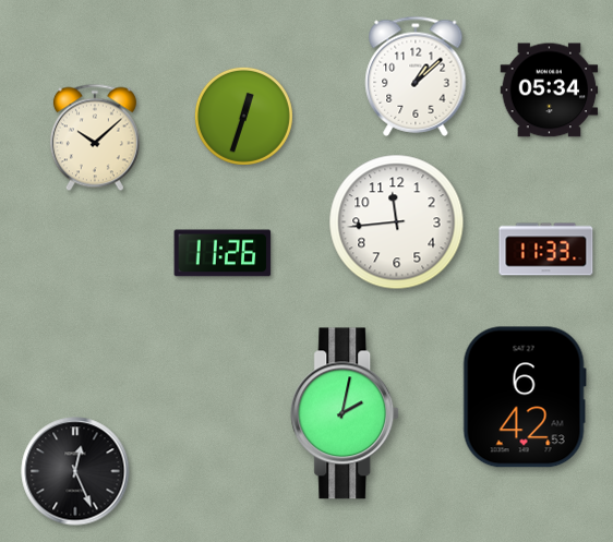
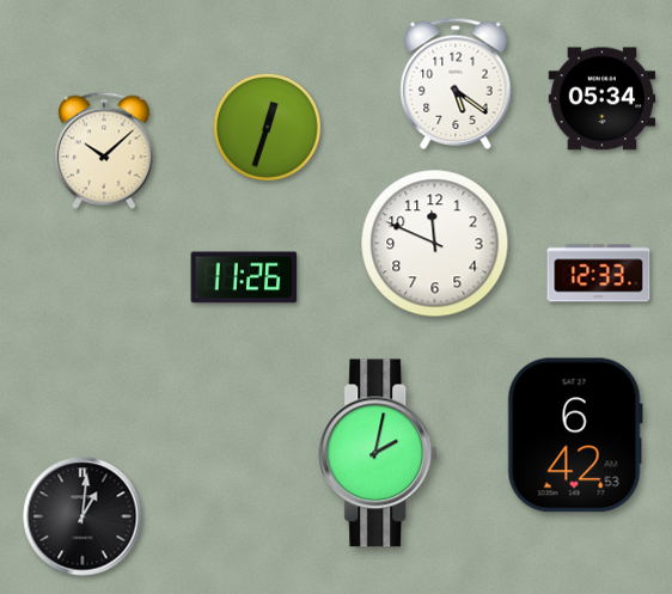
clock at (416, 76): 1:08 -> 5:21
clock at (397, 222): 11:44 -> 11:49
clock at (546, 250): 11:33 -> 12:33
clock at (75, 471): 12:26 -> 1:01
